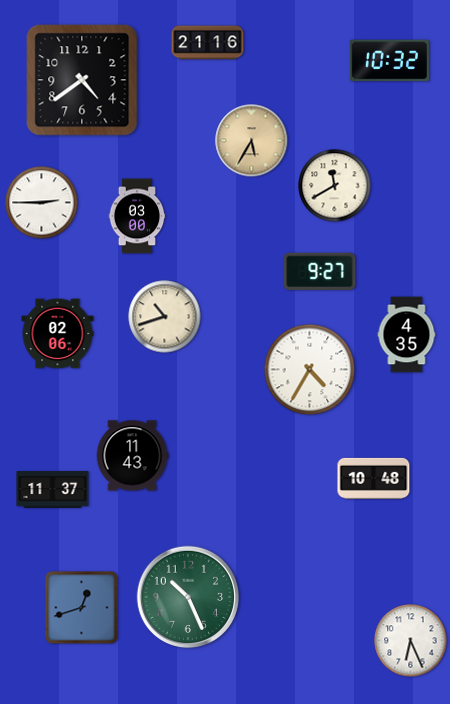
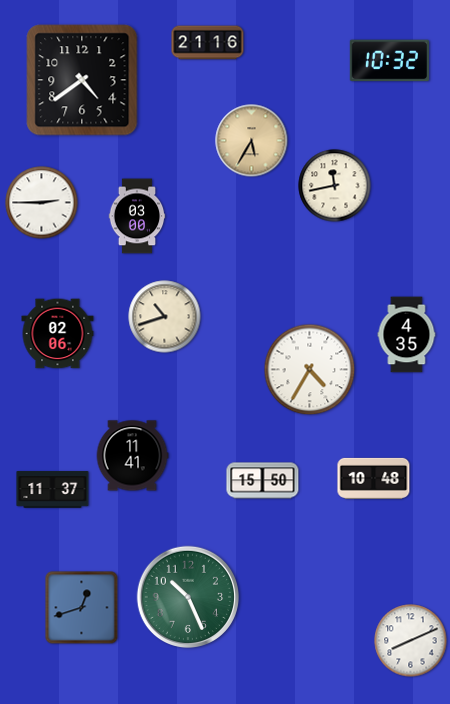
clock at (335, 186): 11:40 -> 11:43
clock at (320, 271): 9:27 -> none
clock at (132, 456): 11:43 -> 11:41
clock at (263, 481): none -> 15:50
clock at (411, 641): 6:26 -> 8:11
